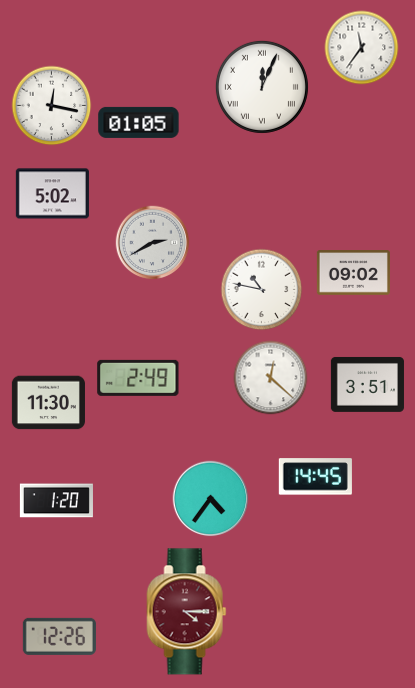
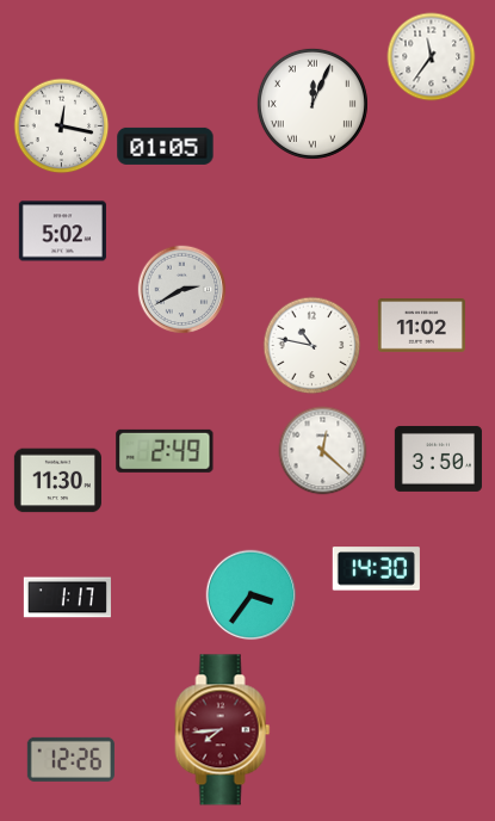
clock at (353, 273): 09:02 -> 11:02
clock at (367, 384): 3:51 -> 3:50
clock at (315, 477): 14:45 -> 14:30
clock at (211, 499): 4:36 -> 3:36
clock at (56, 501): 1:20 -> 1:17
clock at (187, 612): 4:15 -> 7:44
